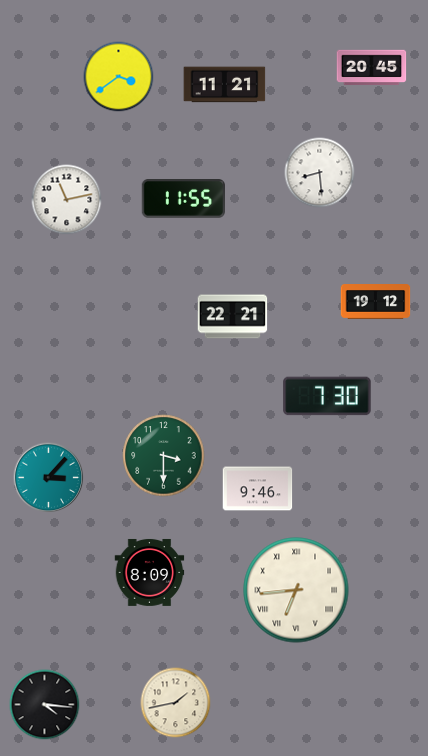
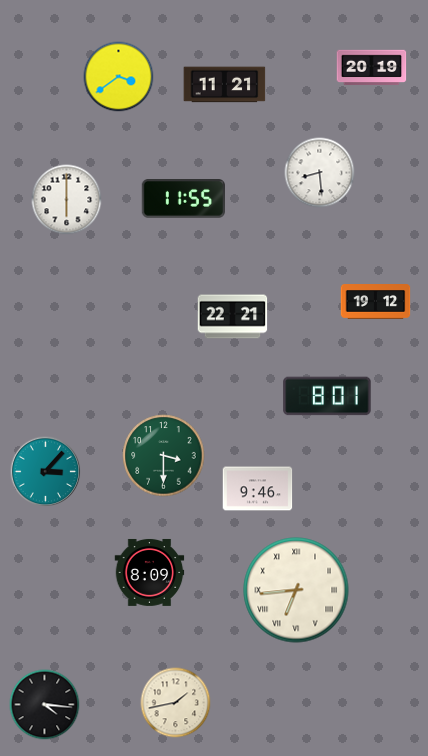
clock at (372, 68): 20:45 -> 20:19
clock at (67, 200): 11:13 -> 6:00
clock at (327, 396): 7:30 -> 8:01
clock at (49, 478) position: (49, 478) -> (46, 472)
